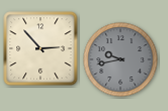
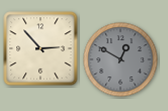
clock at (121, 60): 9:43 -> 12:50
